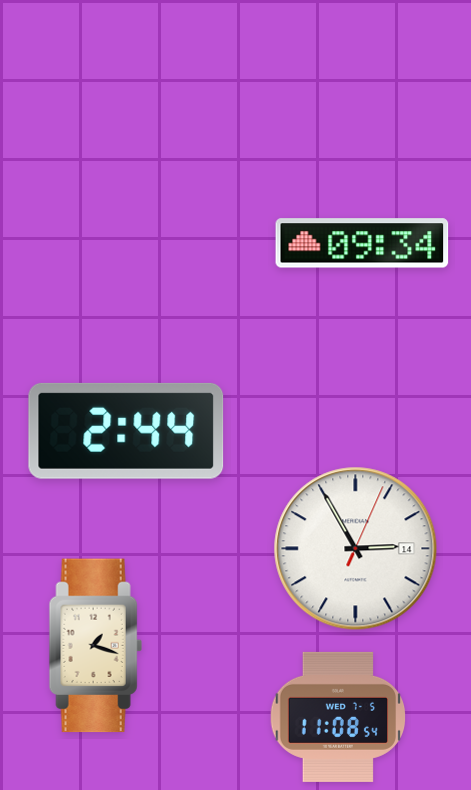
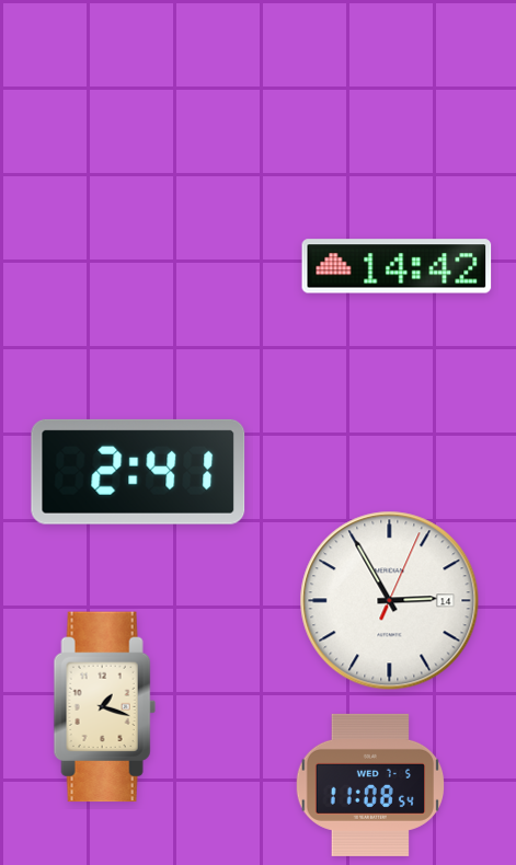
clock at (362, 243): 09:34 -> 14:42
clock at (126, 431): 2:44 -> 2:41
